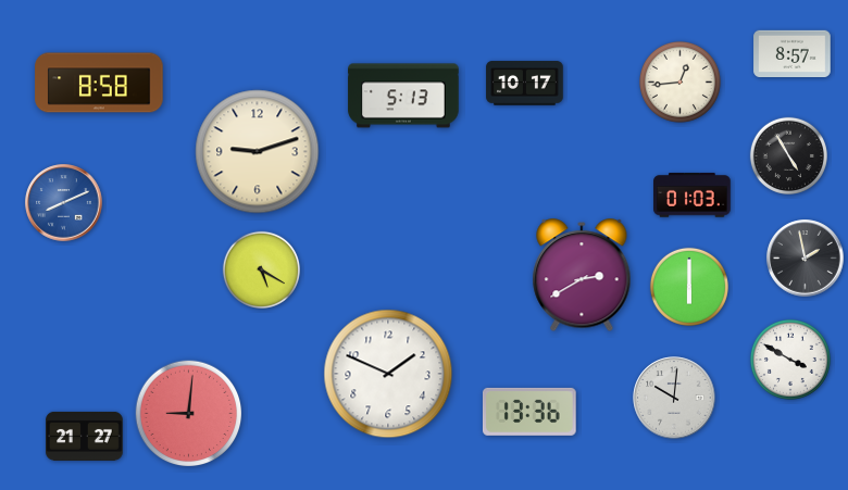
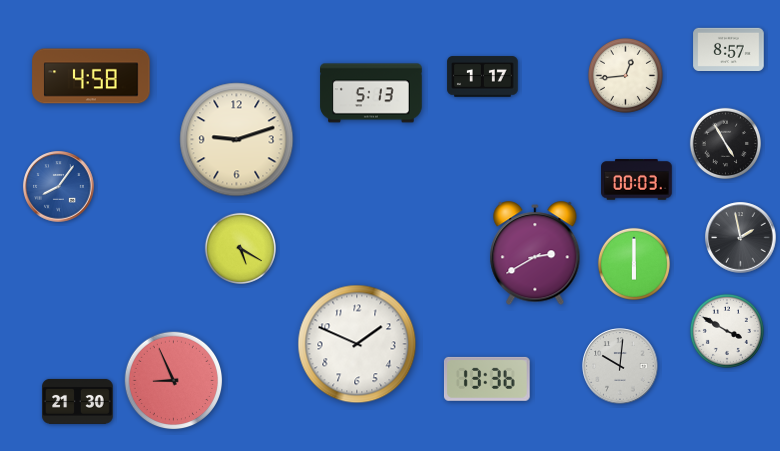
clock at (99, 83): 8:58 -> 4:58
clock at (525, 84): 10:17 -> 1:17
clock at (403, 96) position: (403, 96) -> (371, 93)
clock at (693, 196): 01:03 -> 00:03
clock at (64, 203): 8:11 -> 8:06
clock at (189, 414): 9:01 -> 8:56
clock at (85, 436): 21:27 -> 21:30
